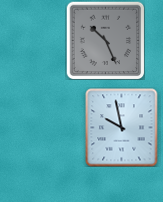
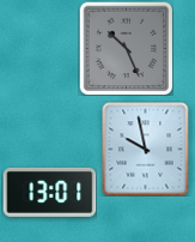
clock at (122, 127) position: (122, 127) -> (146, 149)
clock at (49, 192): none -> 13:01
